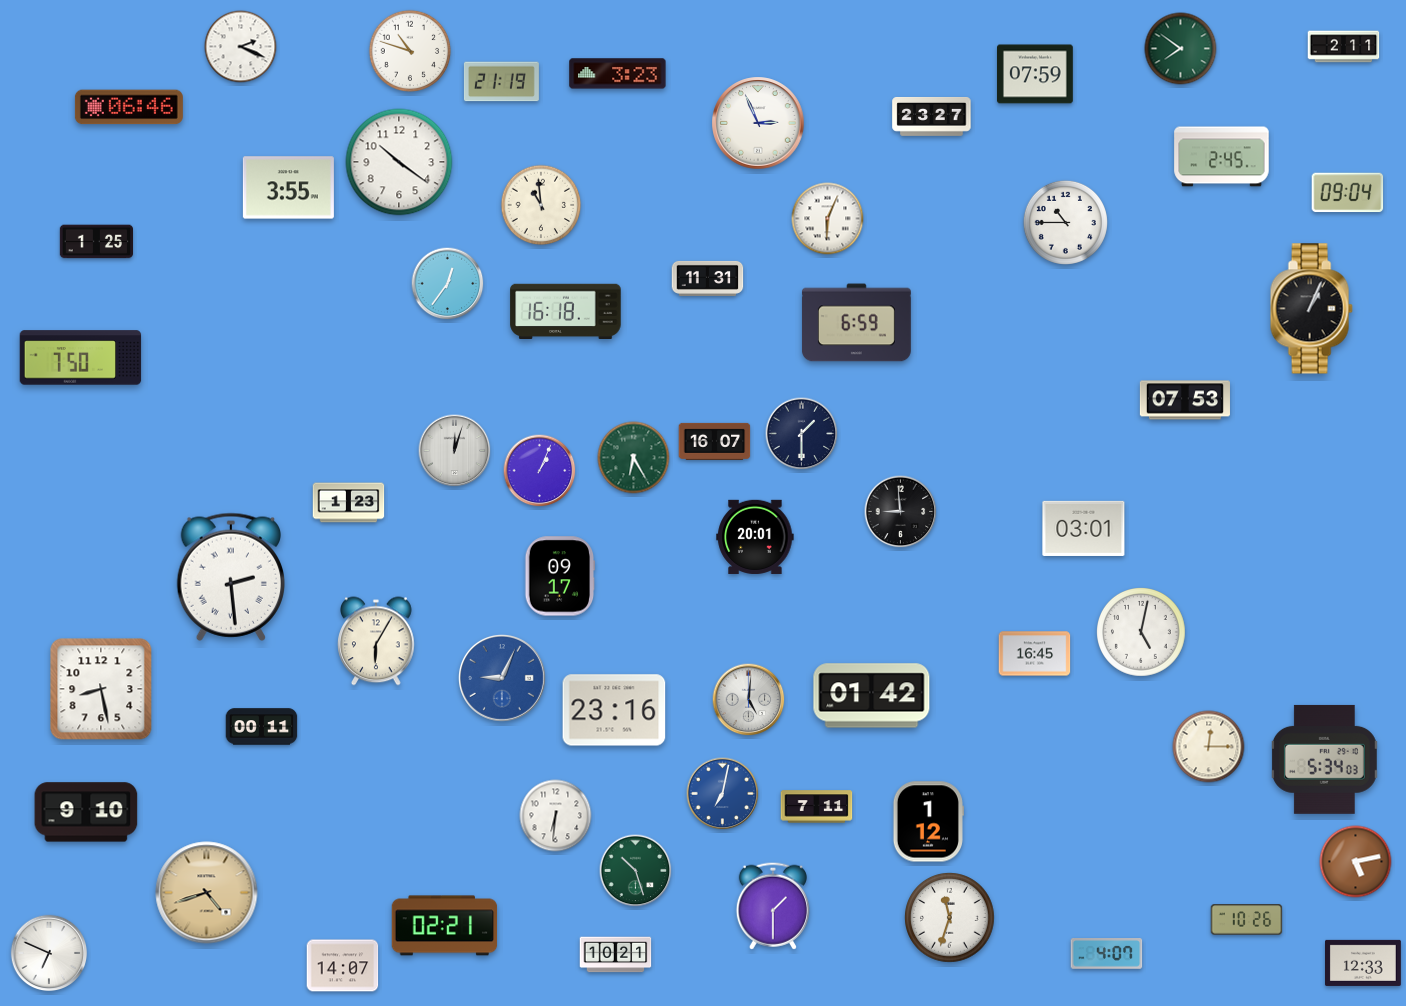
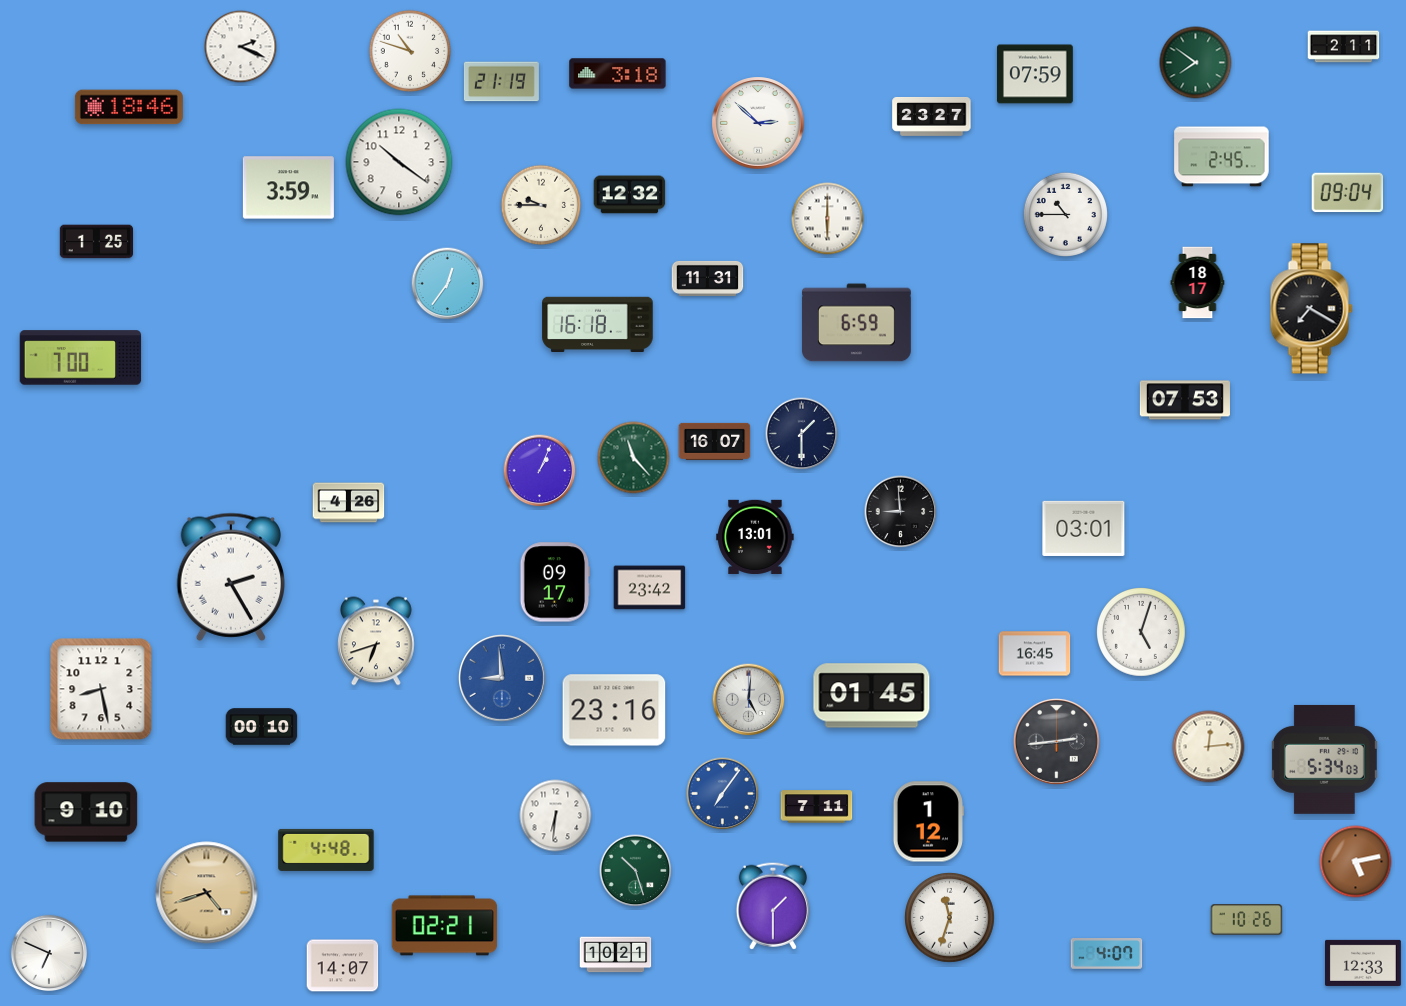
clock at (1181, 49) position: (1181, 49) -> (1196, 63)
clock at (618, 74): 3:23 -> 3:18
clock at (129, 107): 06:46 -> 18:46
clock at (758, 123): 2:56 -> 2:52
clock at (288, 188): 3:55 -> 3:59
clock at (630, 195): none -> 12:32
clock at (541, 205): 10:59 -> 9:45
clock at (828, 219): 6:04 -> 6:00
clock at (1065, 222) position: (1065, 222) -> (1065, 214)
clock at (1198, 283): none -> 18:17
clock at (1311, 309): 1:04 -> 7:20
clock at (566, 312) position: (566, 312) -> (598, 325)
clock at (81, 358): 7:50 -> 7:00
clock at (455, 451): 12:03 -> none
clock at (634, 458): 6:25 -> 11:23
clock at (349, 503): 1:23 -> 4:26
clock at (755, 537): 20:01 -> 13:01
clock at (560, 576) position: (560, 576) -> (555, 582)
clock at (230, 577): 2:29 -> 2:25
clock at (650, 588): none -> 23:42
clock at (1142, 633): 5:02 -> 5:03
clock at (377, 641): 6:05 -> 6:42
clock at (502, 678): 9:04 -> 8:59
clock at (872, 696): 01:42 -> 01:45
clock at (262, 727): 00:11 -> 00:10
clock at (1056, 741): none -> 2:44
clock at (1209, 747): 12:15 -> 12:14
clock at (723, 794): 7:02 -> 7:06
clock at (326, 850): none -> 4:48
